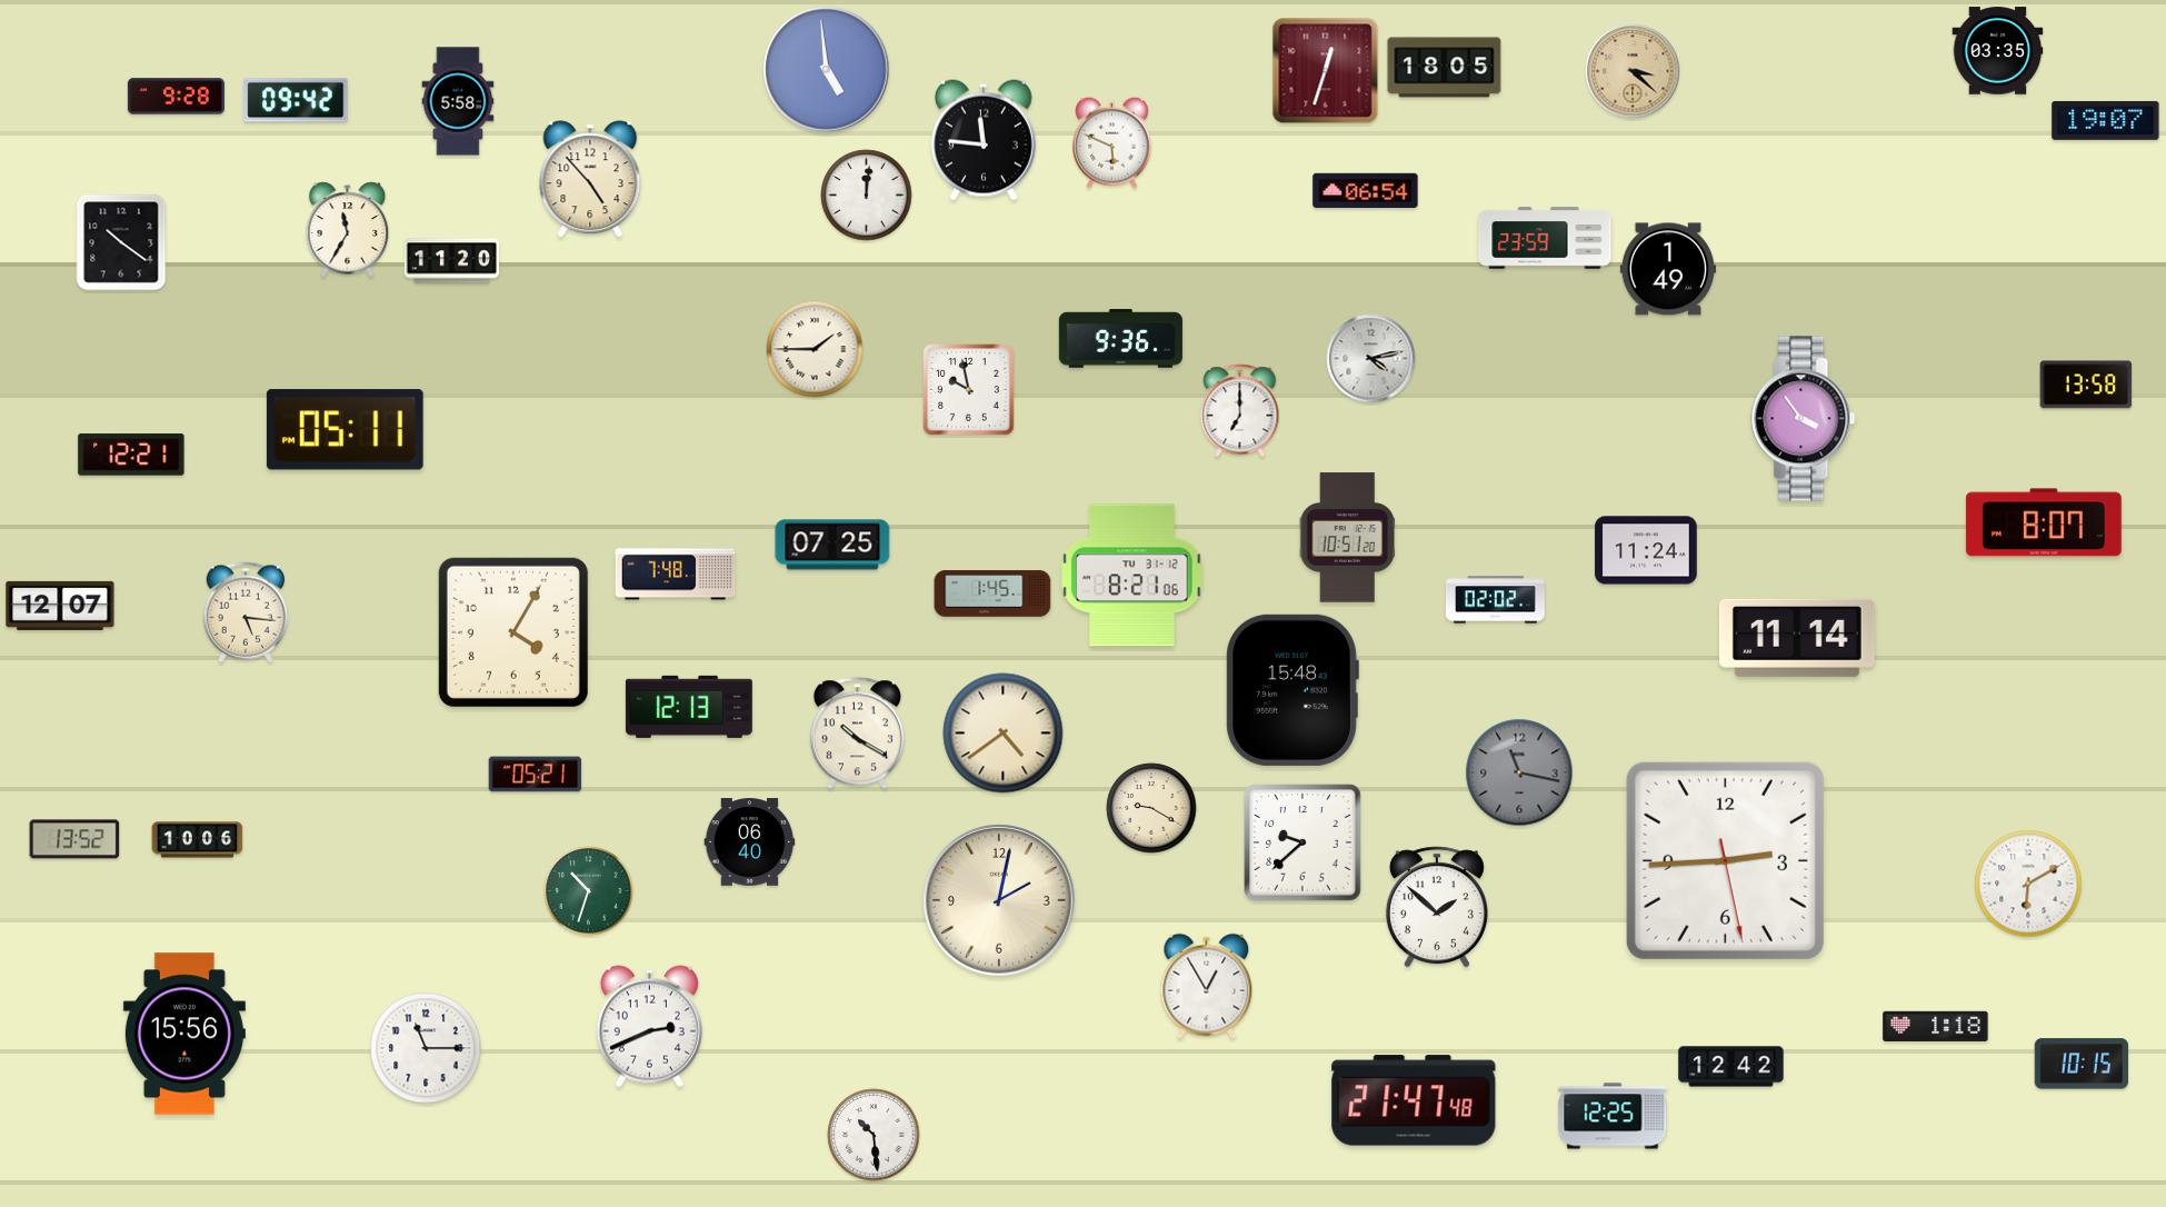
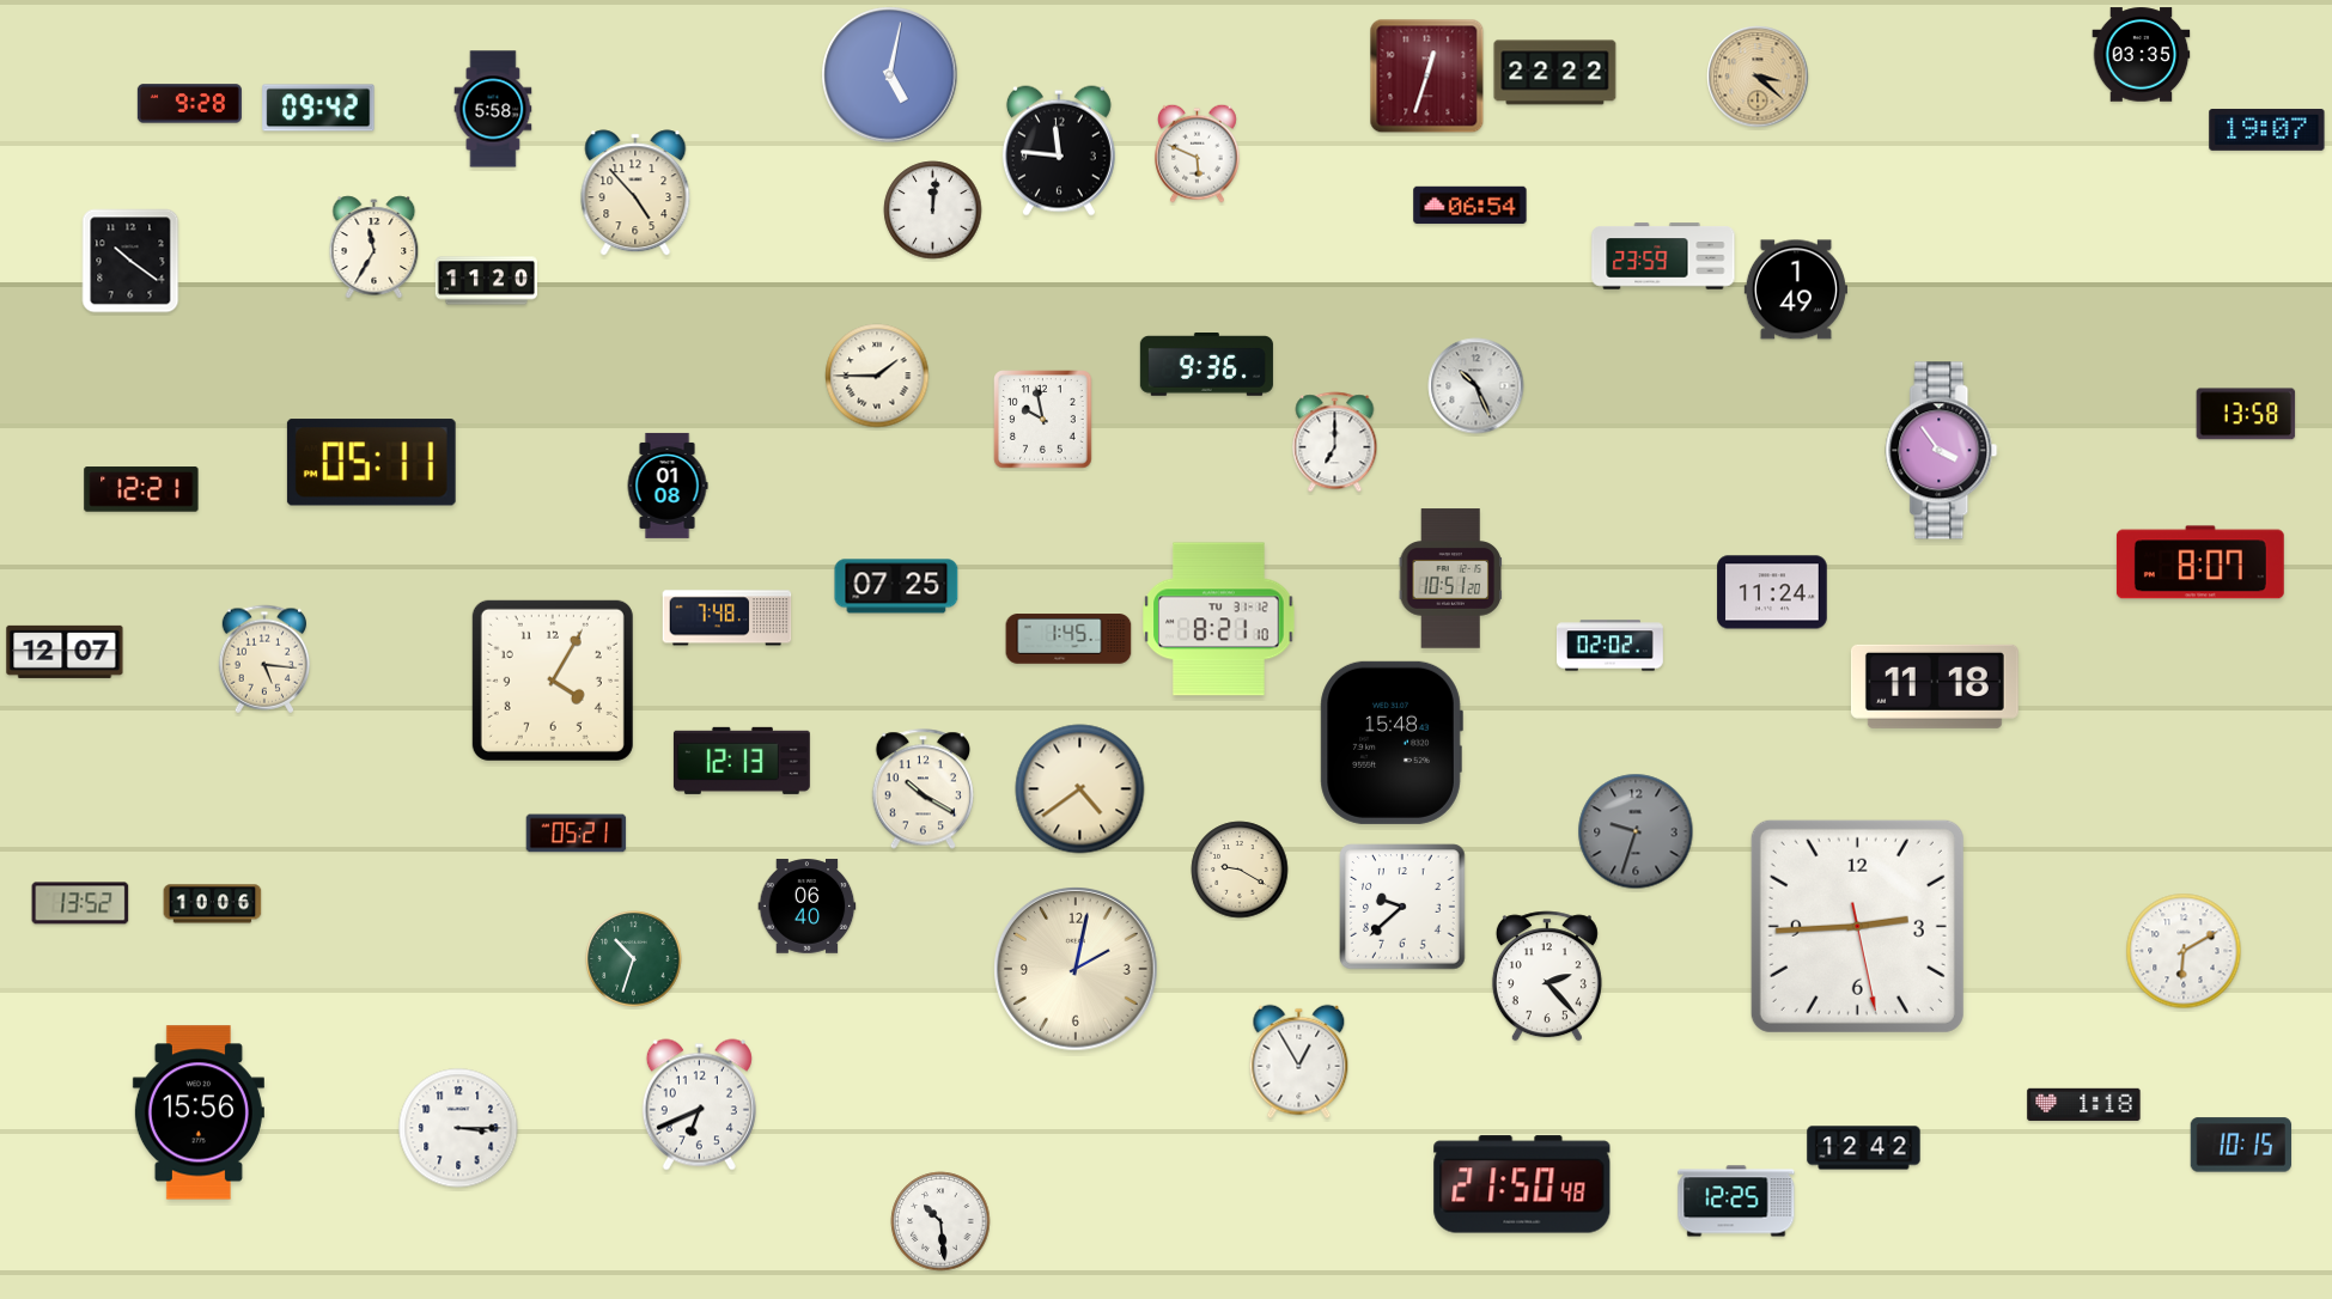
clock at (1998, 51) position: (1998, 51) -> (2142, 55)
clock at (1445, 68): 18:05 -> 22:22
clock at (827, 70): 4:59 -> 5:02
clock at (1371, 359): 4:13 -> 10:26
clock at (668, 486): none -> 01:08
clock at (1132, 576): 8:21:06 -> 8:21:10
clock at (1797, 638): 11:14 -> 11:18
clock at (1519, 772): 11:17 -> 9:33
clock at (1437, 907): 1:52 -> 2:23
clock at (649, 1027): 2:41 -> 6:41
clock at (426, 1048): 11:15 -> 3:15
clock at (1414, 1100): 21:47 -> 21:50
